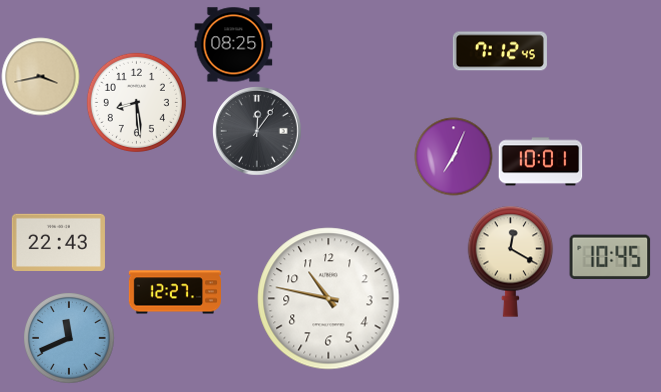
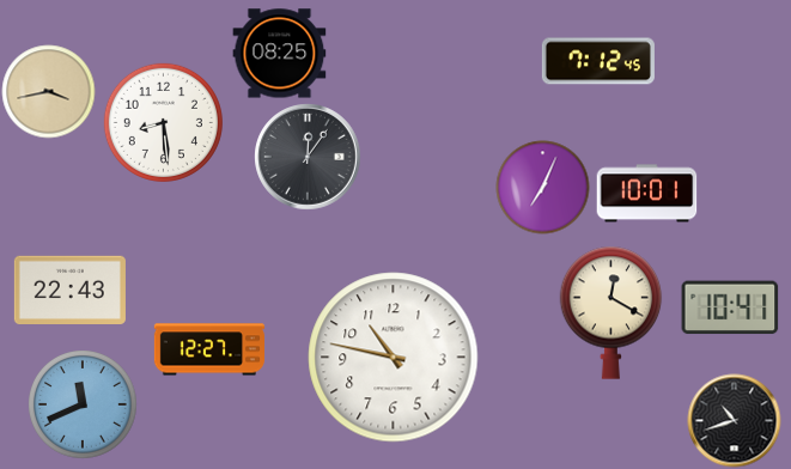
clock at (610, 257): 10:45 -> 10:41
clock at (734, 420): none -> 10:42
